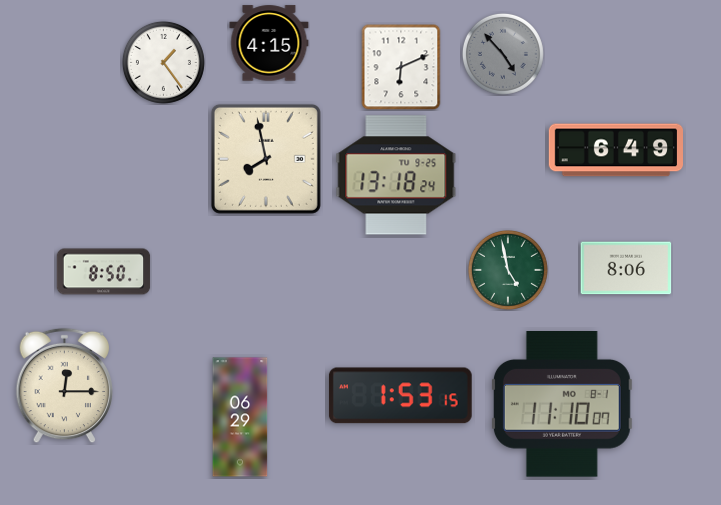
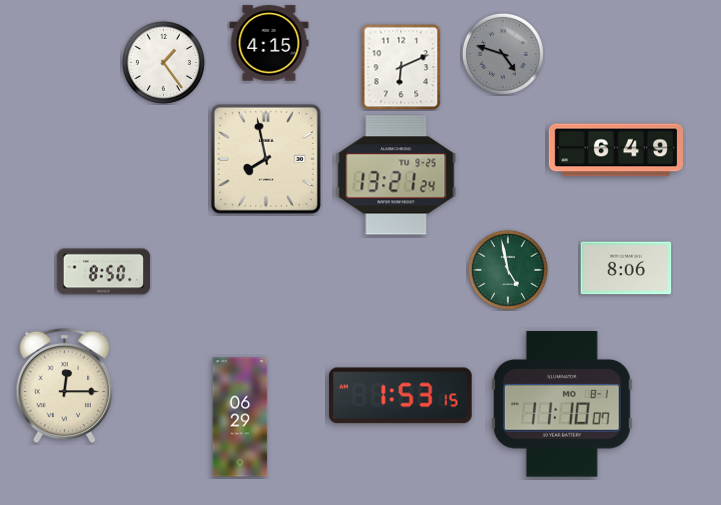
clock at (503, 54): 4:53 -> 4:48
clock at (396, 175): 13:18 -> 13:21
